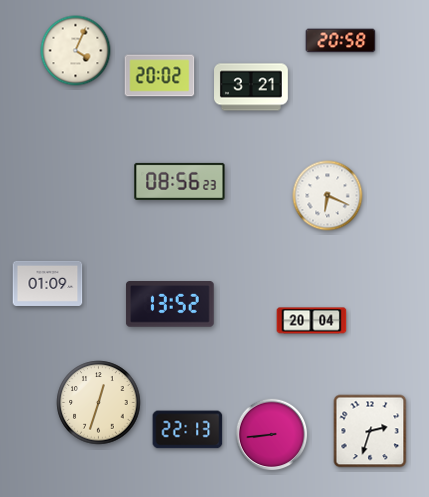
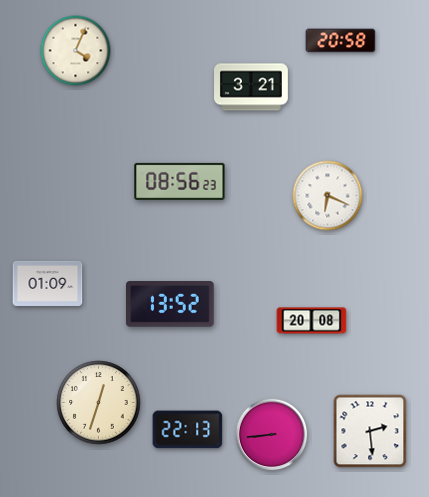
clock at (160, 76): 20:02 -> none
clock at (312, 321): 20:04 -> 20:08
clock at (370, 431): 2:33 -> 2:29
